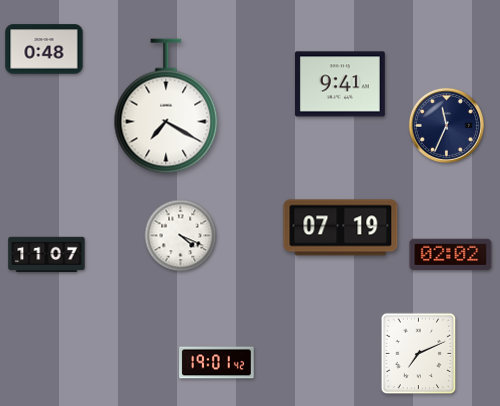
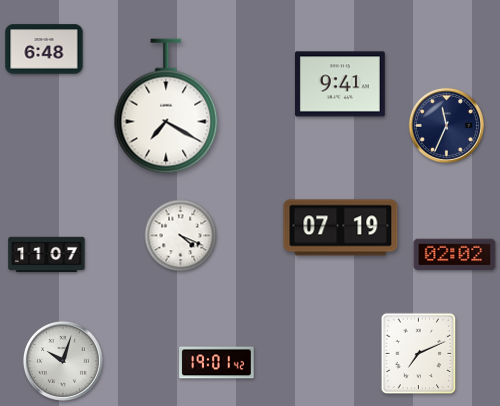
clock at (44, 49): 0:48 -> 6:48
clock at (451, 255) position: (451, 255) -> (455, 255)
clock at (63, 361): none -> 10:03
